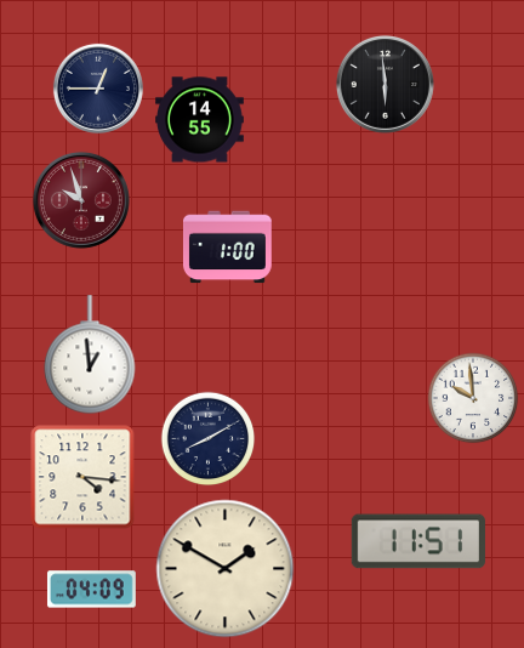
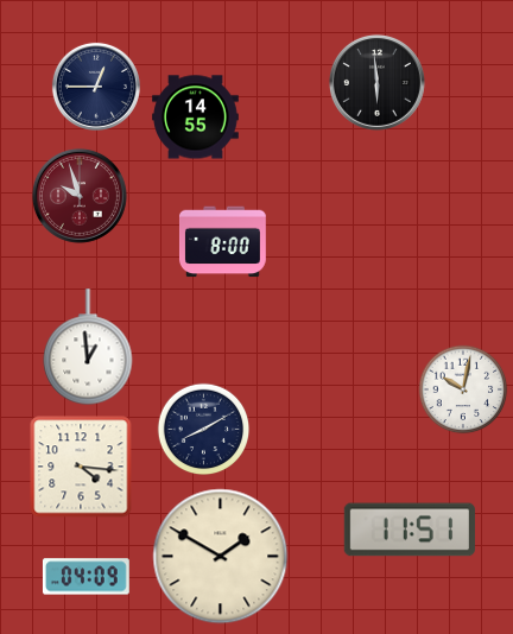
clock at (227, 248): 1:00 -> 8:00
clock at (473, 398): 9:59 -> 10:02
clock at (91, 590) position: (91, 590) -> (85, 577)
